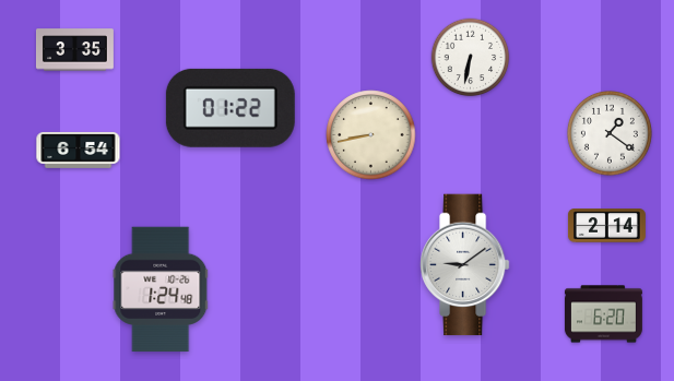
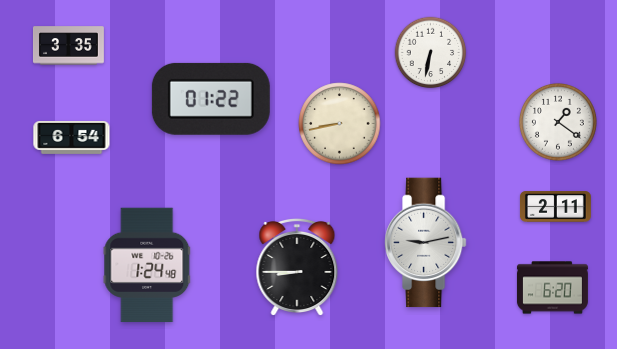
clock at (606, 226): 2:14 -> 2:11
clock at (464, 265): 9:09 -> 9:13
clock at (297, 266): none -> 8:45
